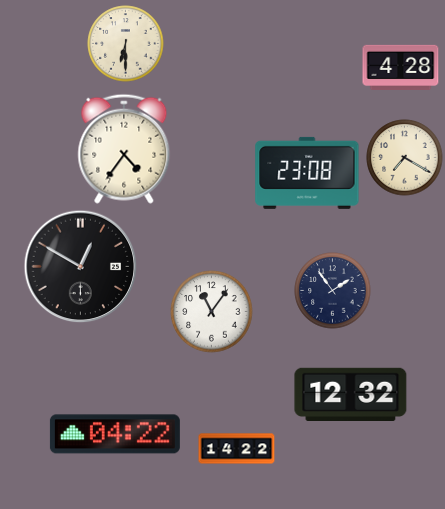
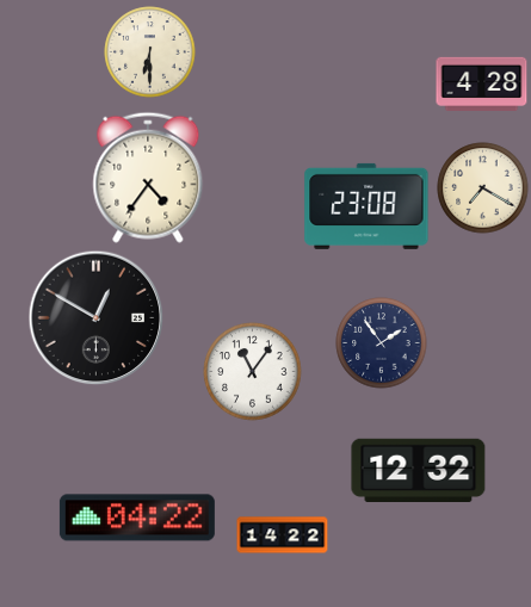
clock at (401, 67) position: (401, 67) -> (482, 83)
clock at (333, 291) position: (333, 291) -> (382, 343)
